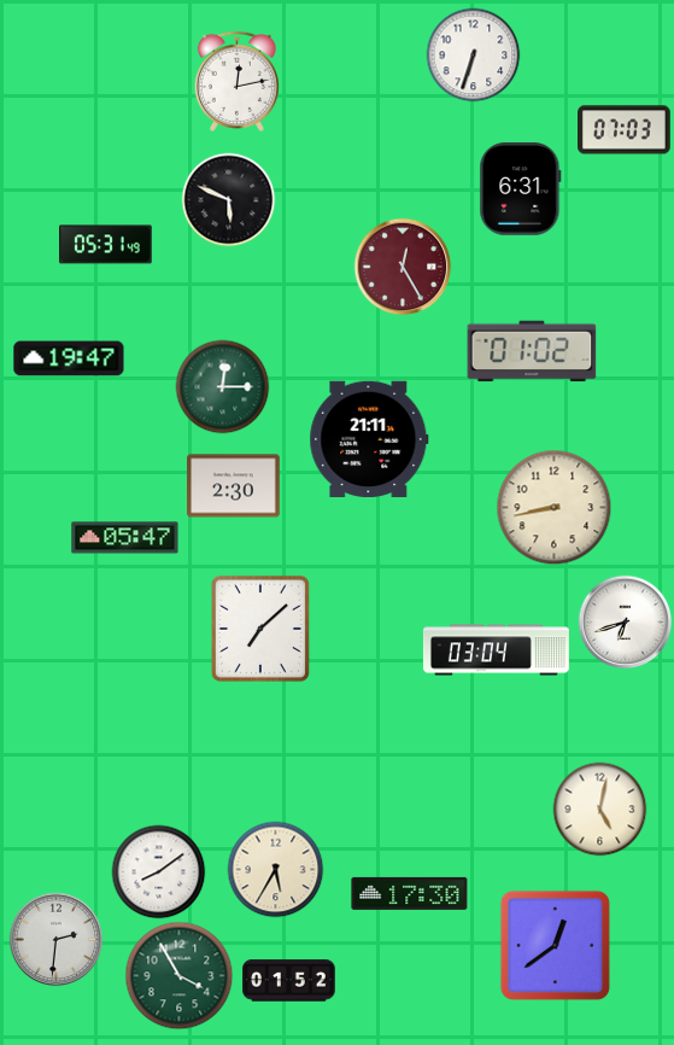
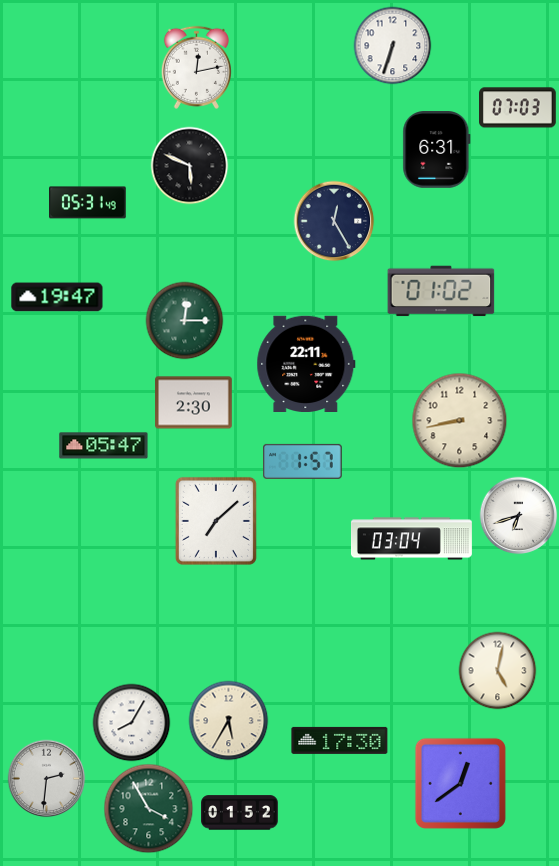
clock at (521, 189) position: (521, 189) -> (437, 150)
clock at (403, 267) dial: burgundy -> navy
clock at (369, 439): 21:11 -> 22:11
clock at (303, 461): none -> 1:57
clock at (158, 871): 8:09 -> 8:05
